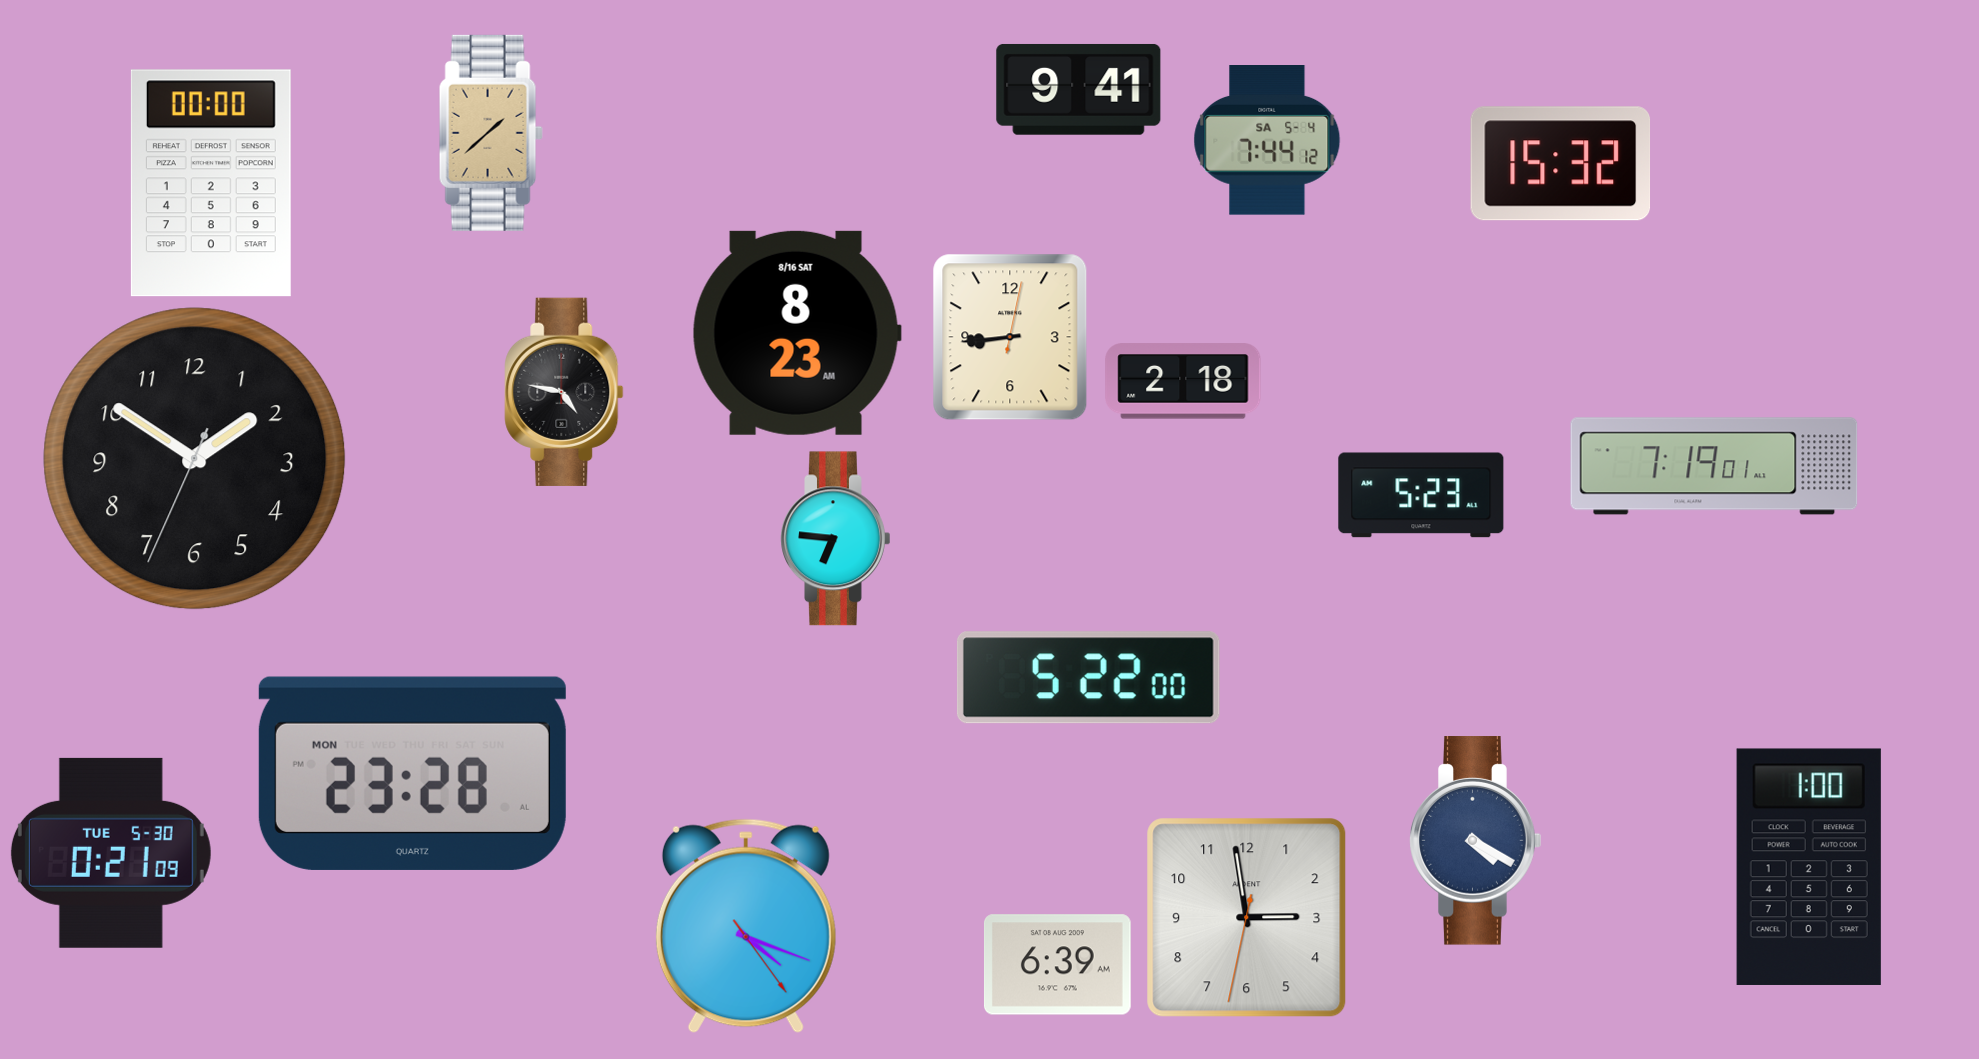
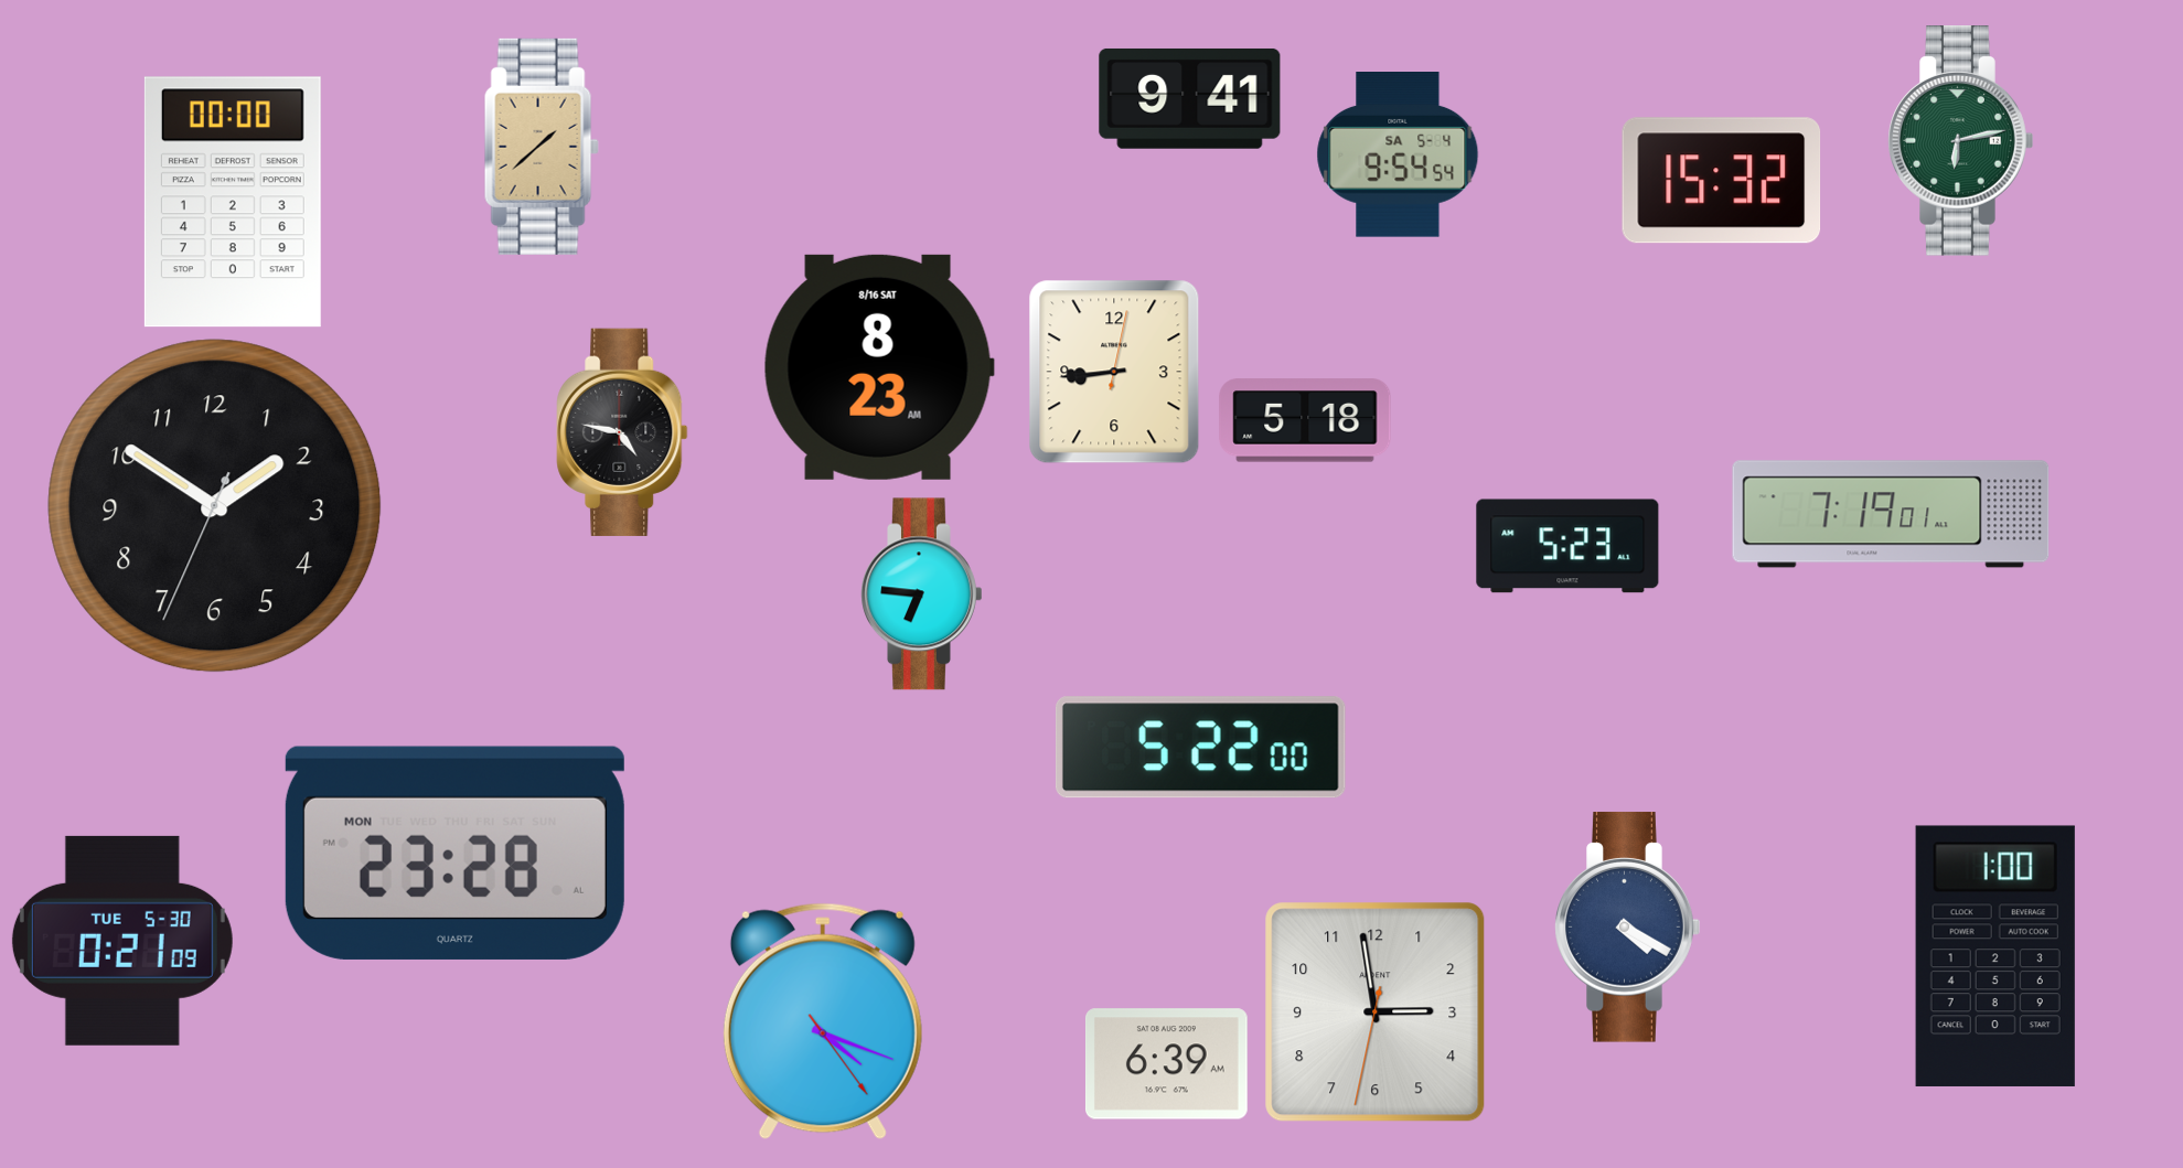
clock at (1961, 141): none -> 6:13
clock at (1267, 141): 7:44 -> 9:54
clock at (1183, 381): 2:18 -> 5:18
